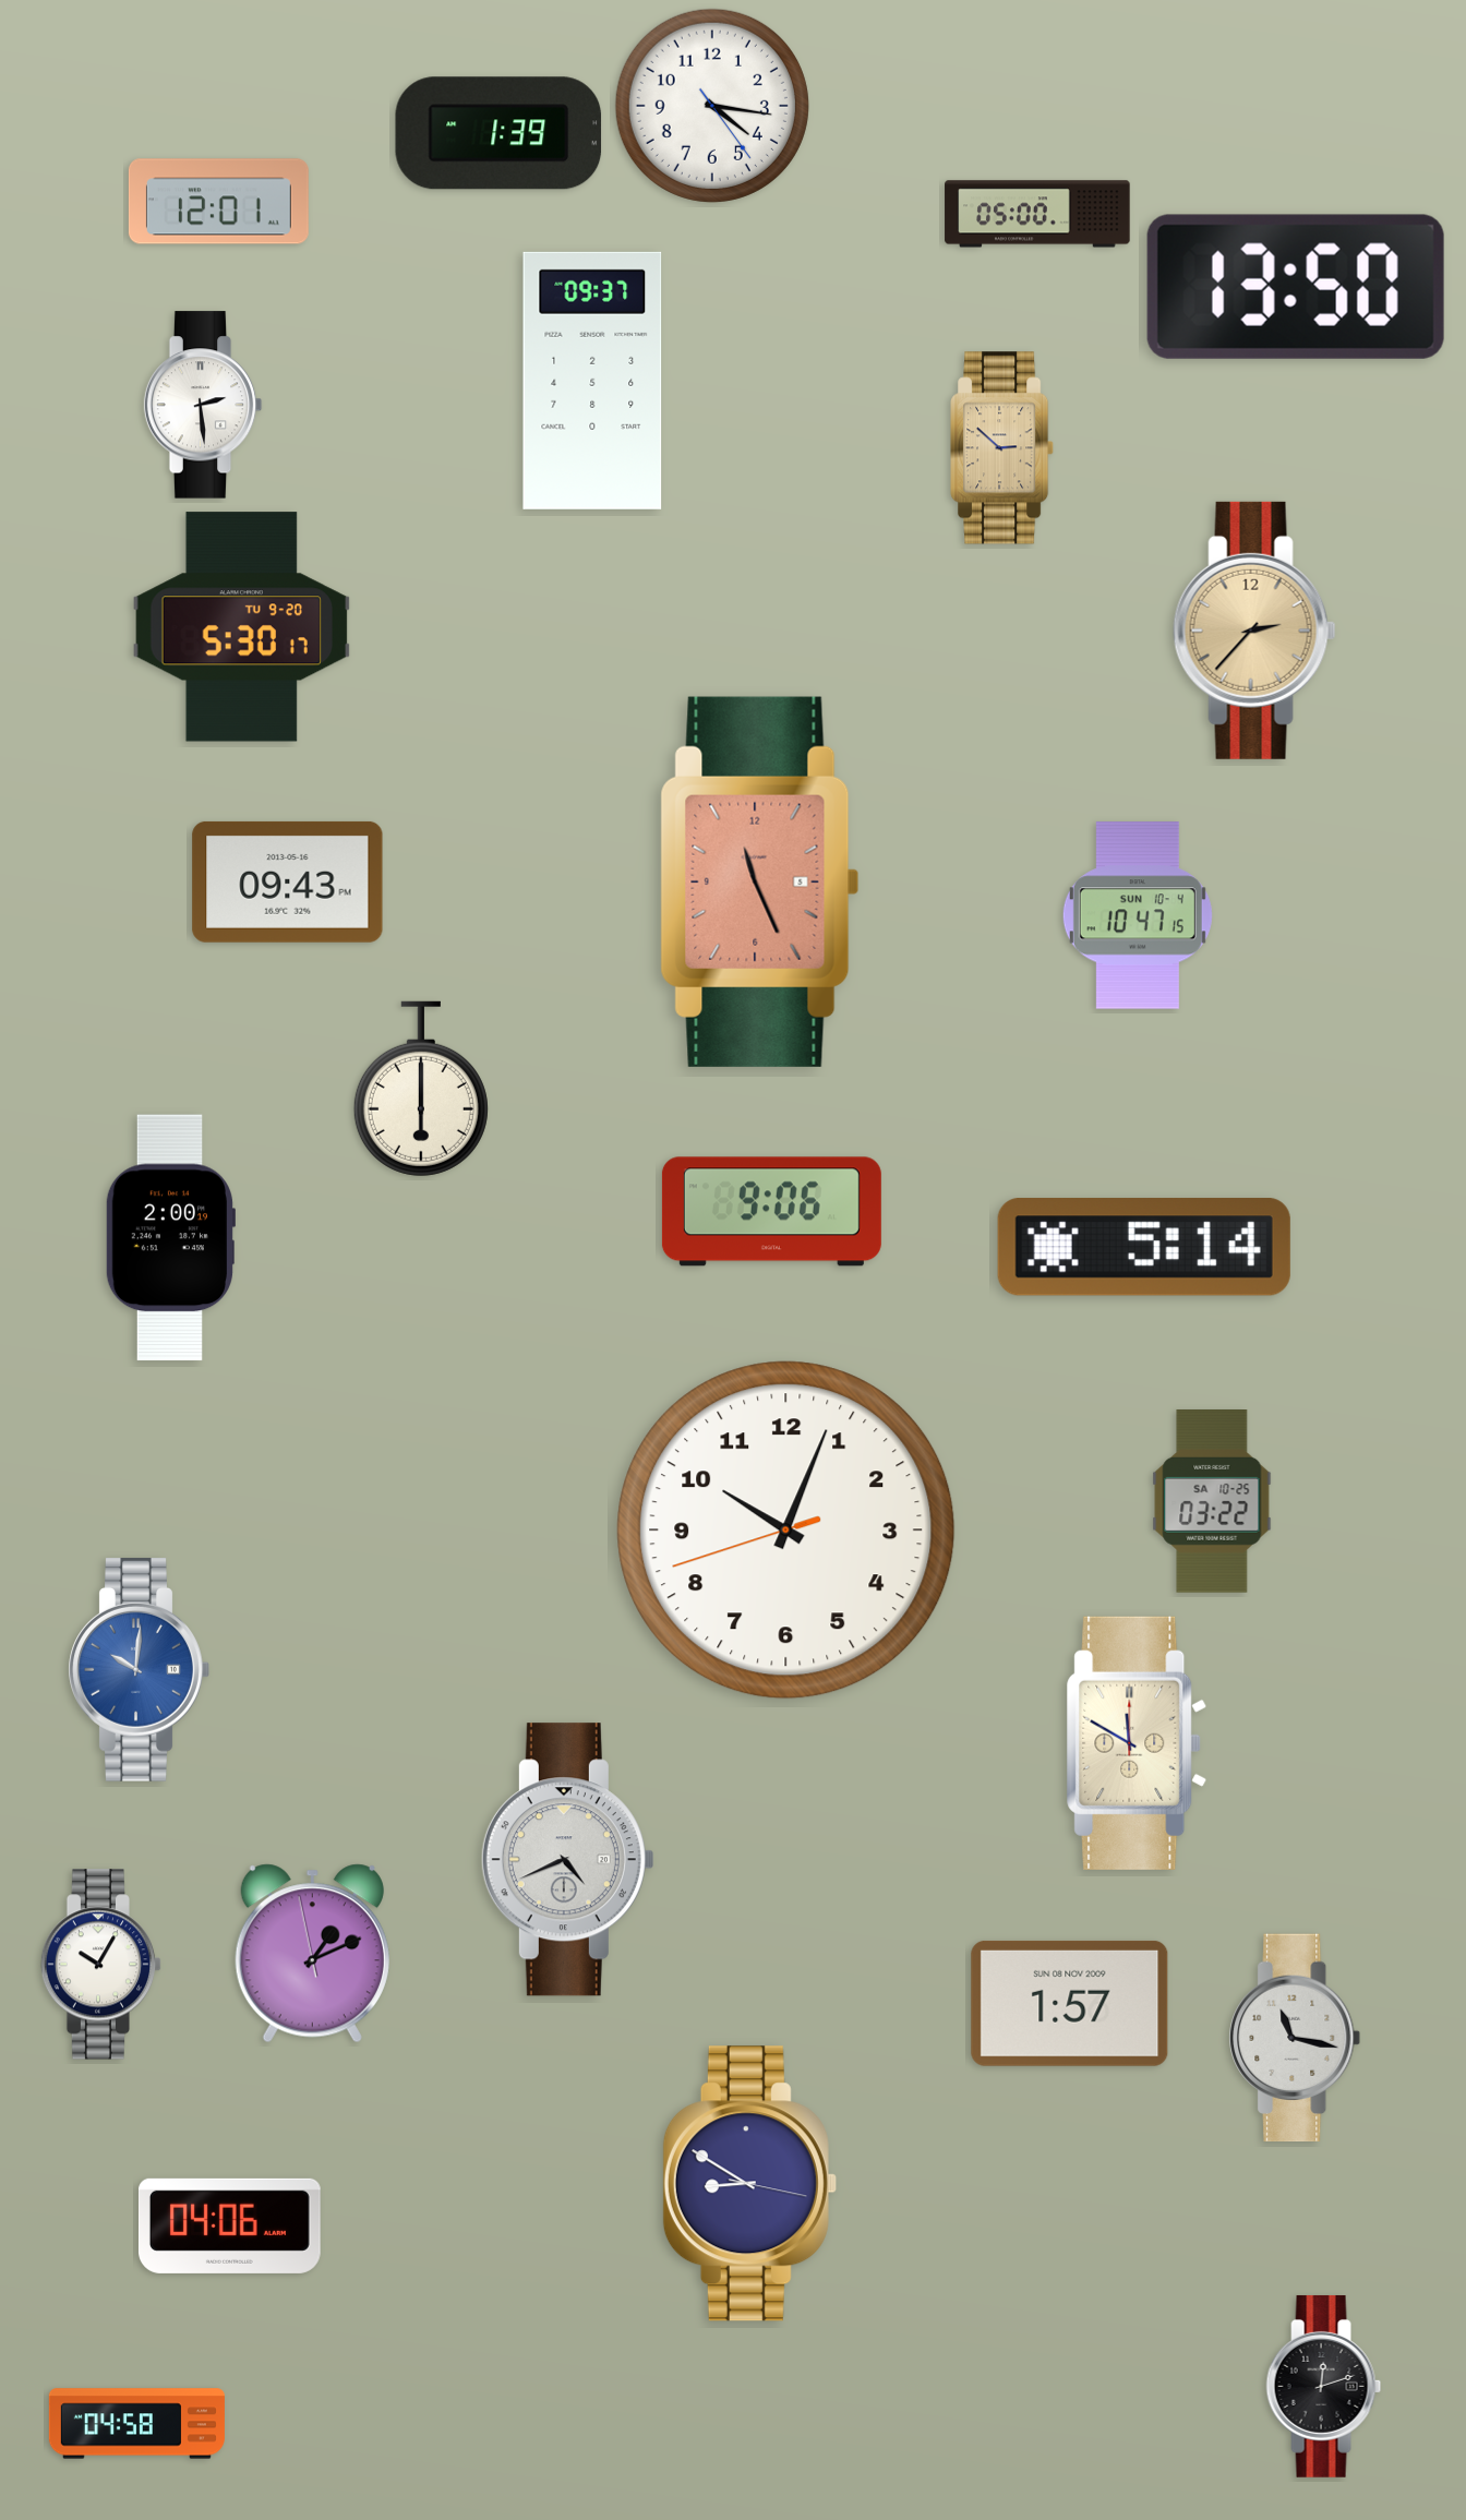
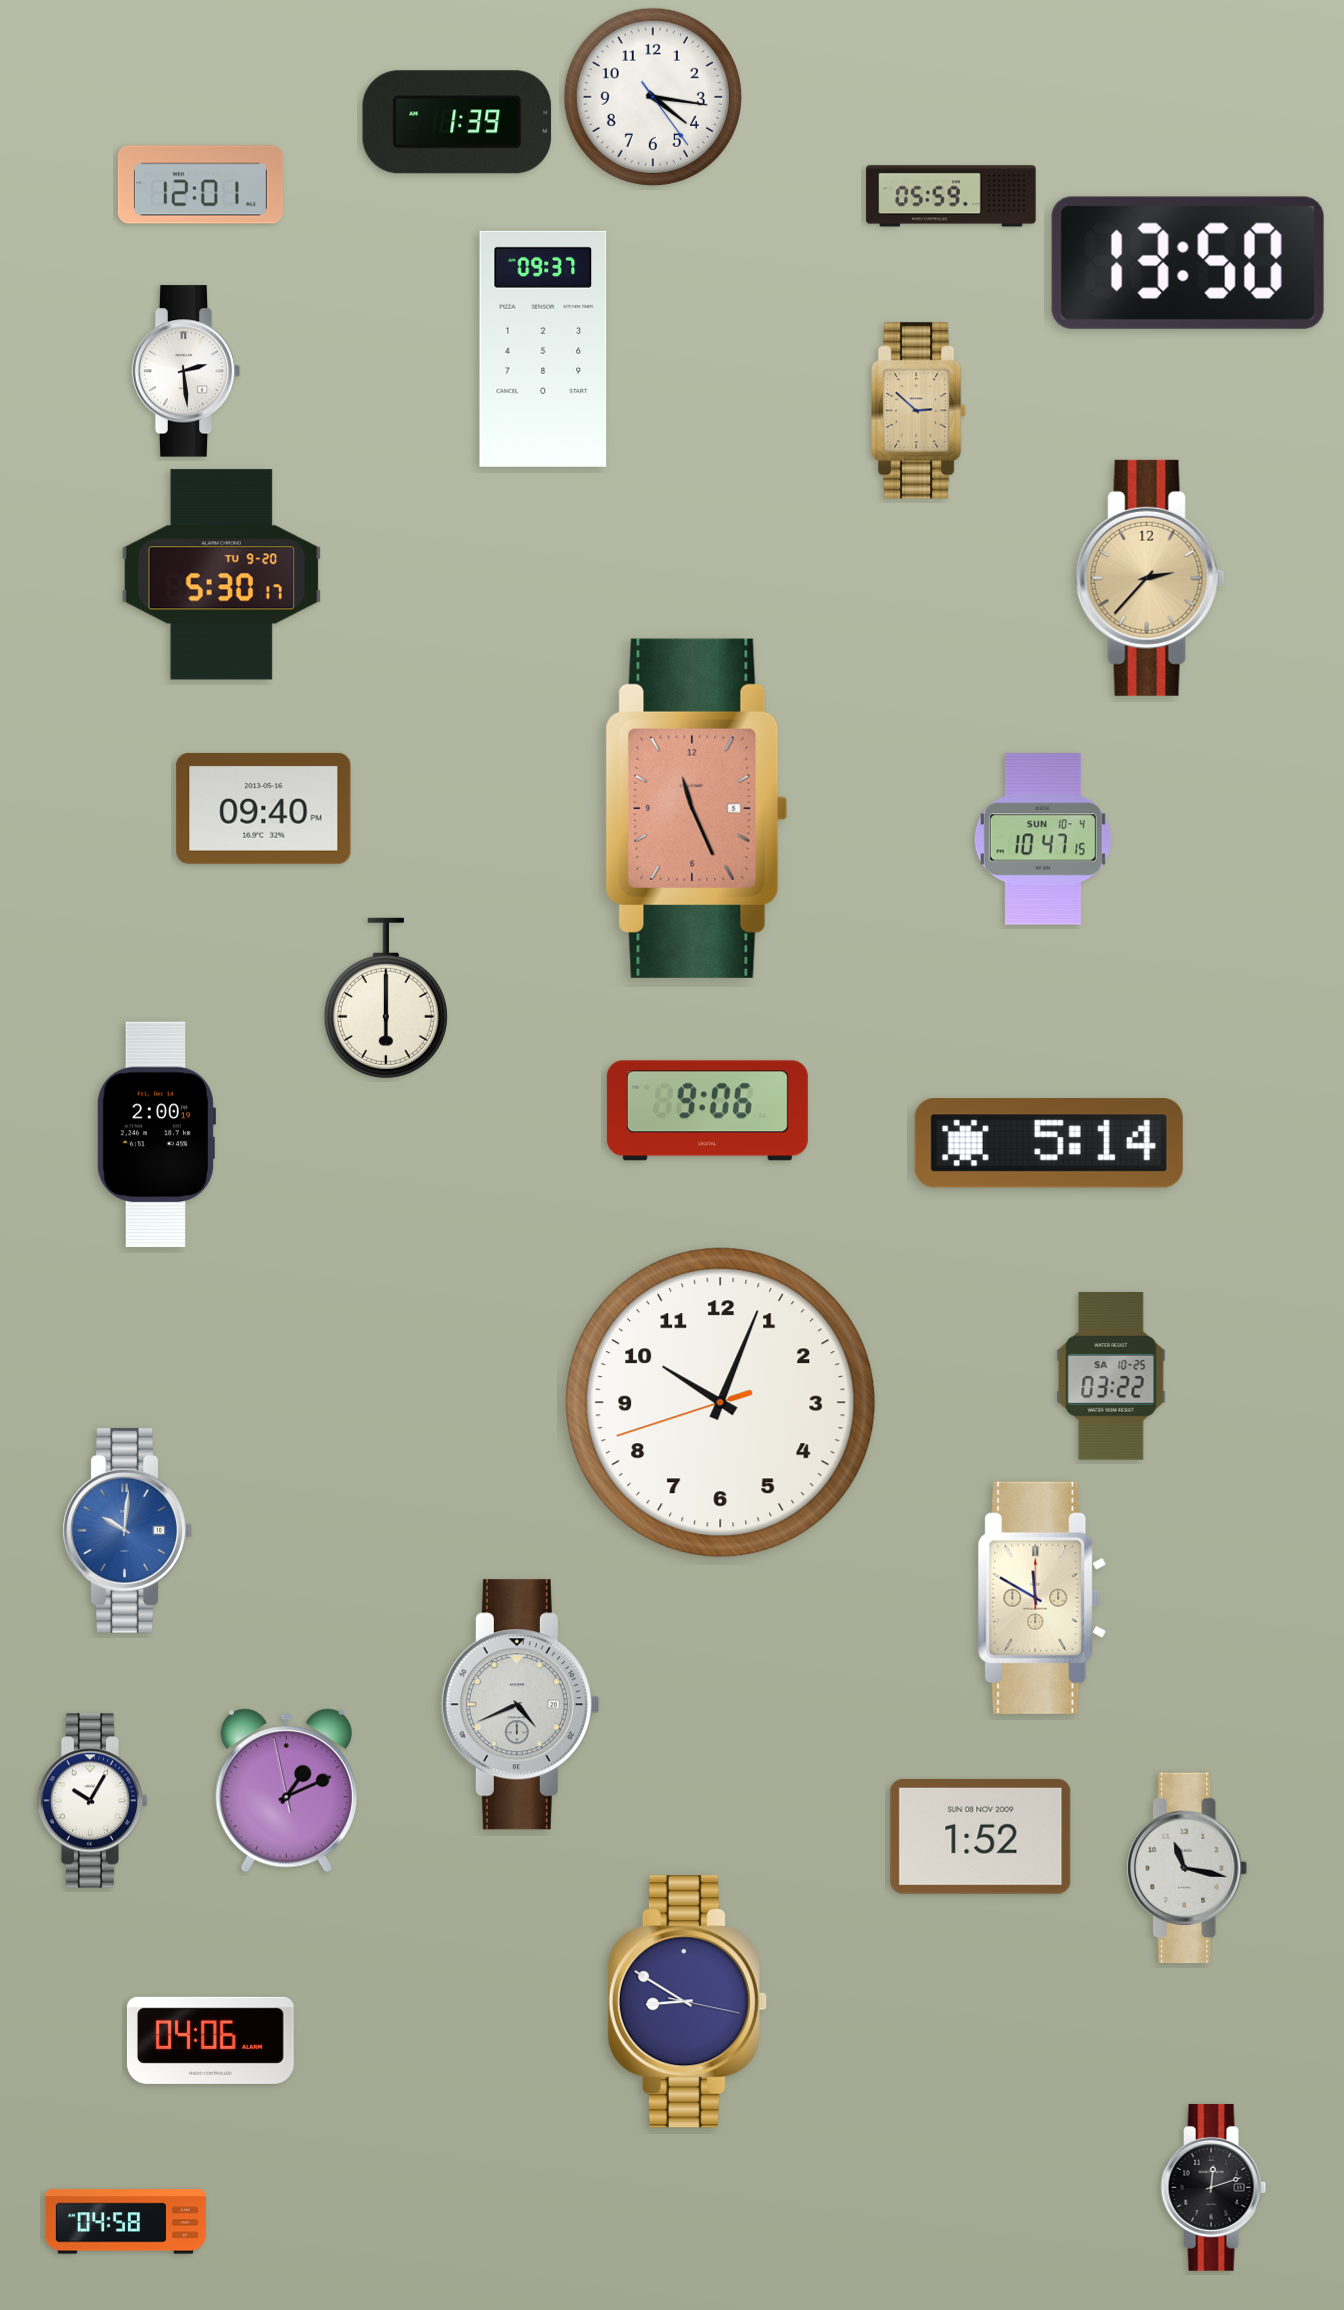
clock at (1037, 214): 05:00 -> 05:59
clock at (288, 881): 09:43 -> 09:40
clock at (1070, 2003): 1:57 -> 1:52
